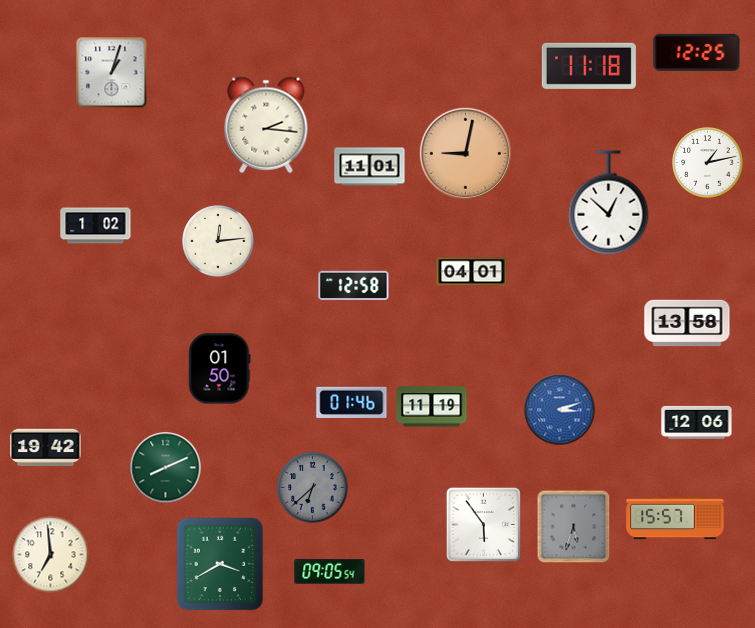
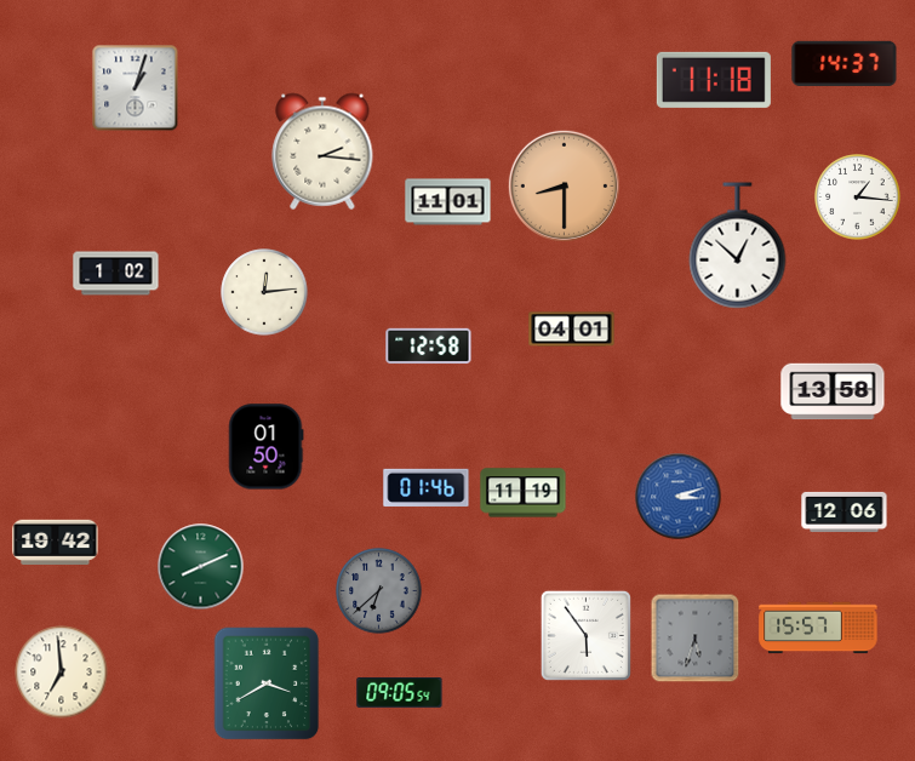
clock at (697, 52): 12:25 -> 14:37
clock at (465, 153): 9:02 -> 8:30
clock at (708, 163): 1:13 -> 1:16
